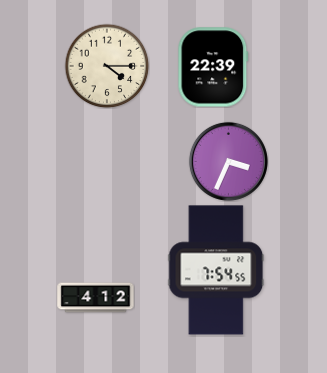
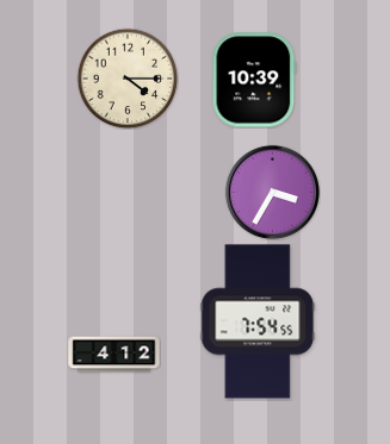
clock at (213, 67): 22:39 -> 10:39
clock at (228, 161): 3:34 -> 3:35
